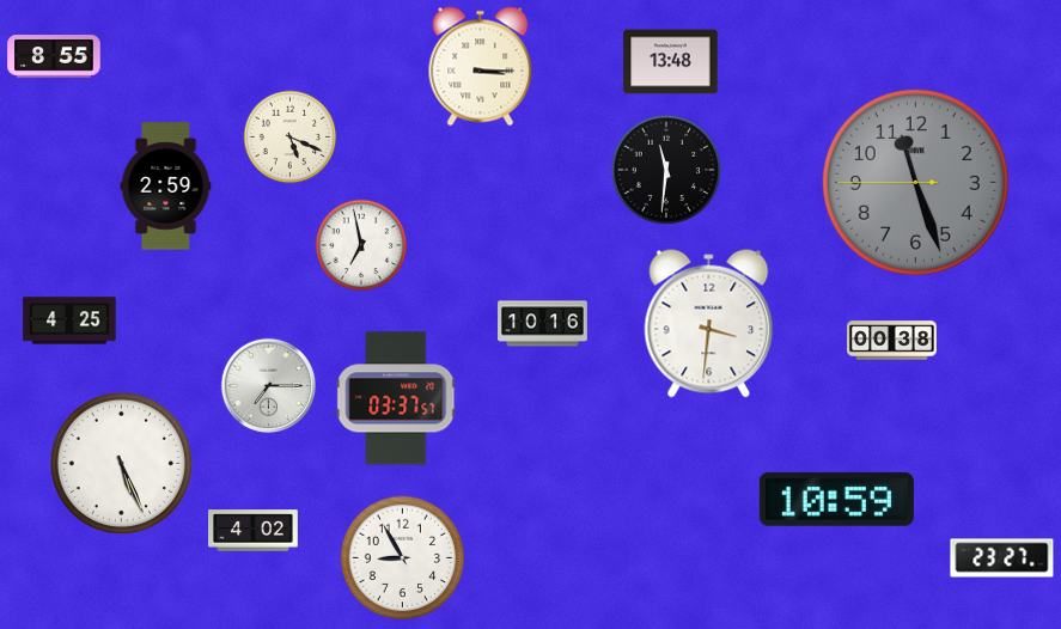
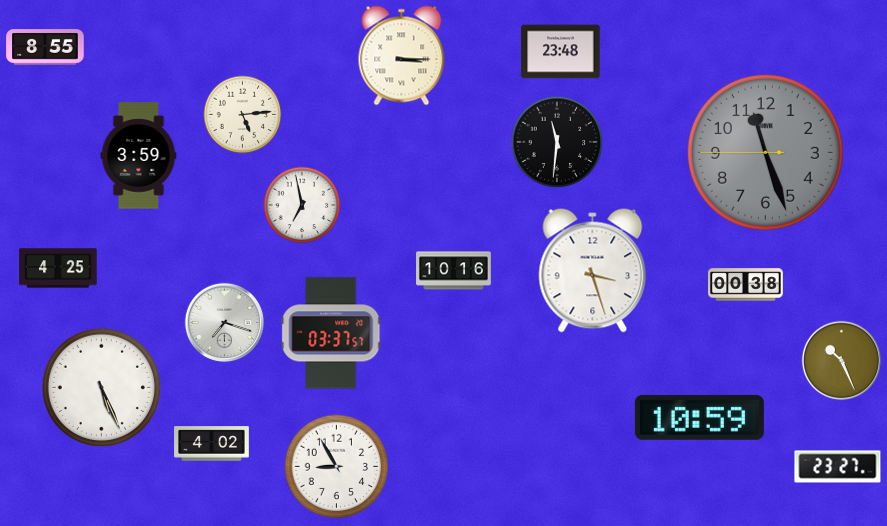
clock at (671, 62): 13:48 -> 23:48
clock at (291, 138): 5:19 -> 5:14
clock at (166, 187): 2:59 -> 3:59
clock at (709, 324): 3:31 -> 3:27
clock at (269, 386): 7:15 -> 7:18
clock at (842, 361): none -> 10:26
